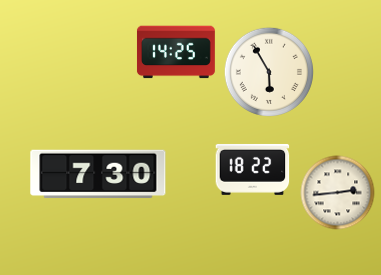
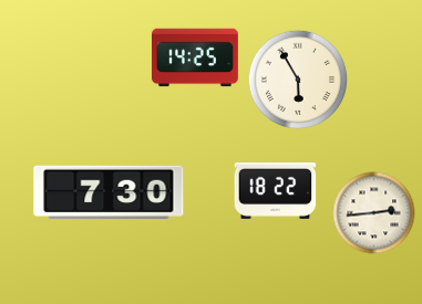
clock at (253, 169) position: (253, 169) -> (276, 190)
